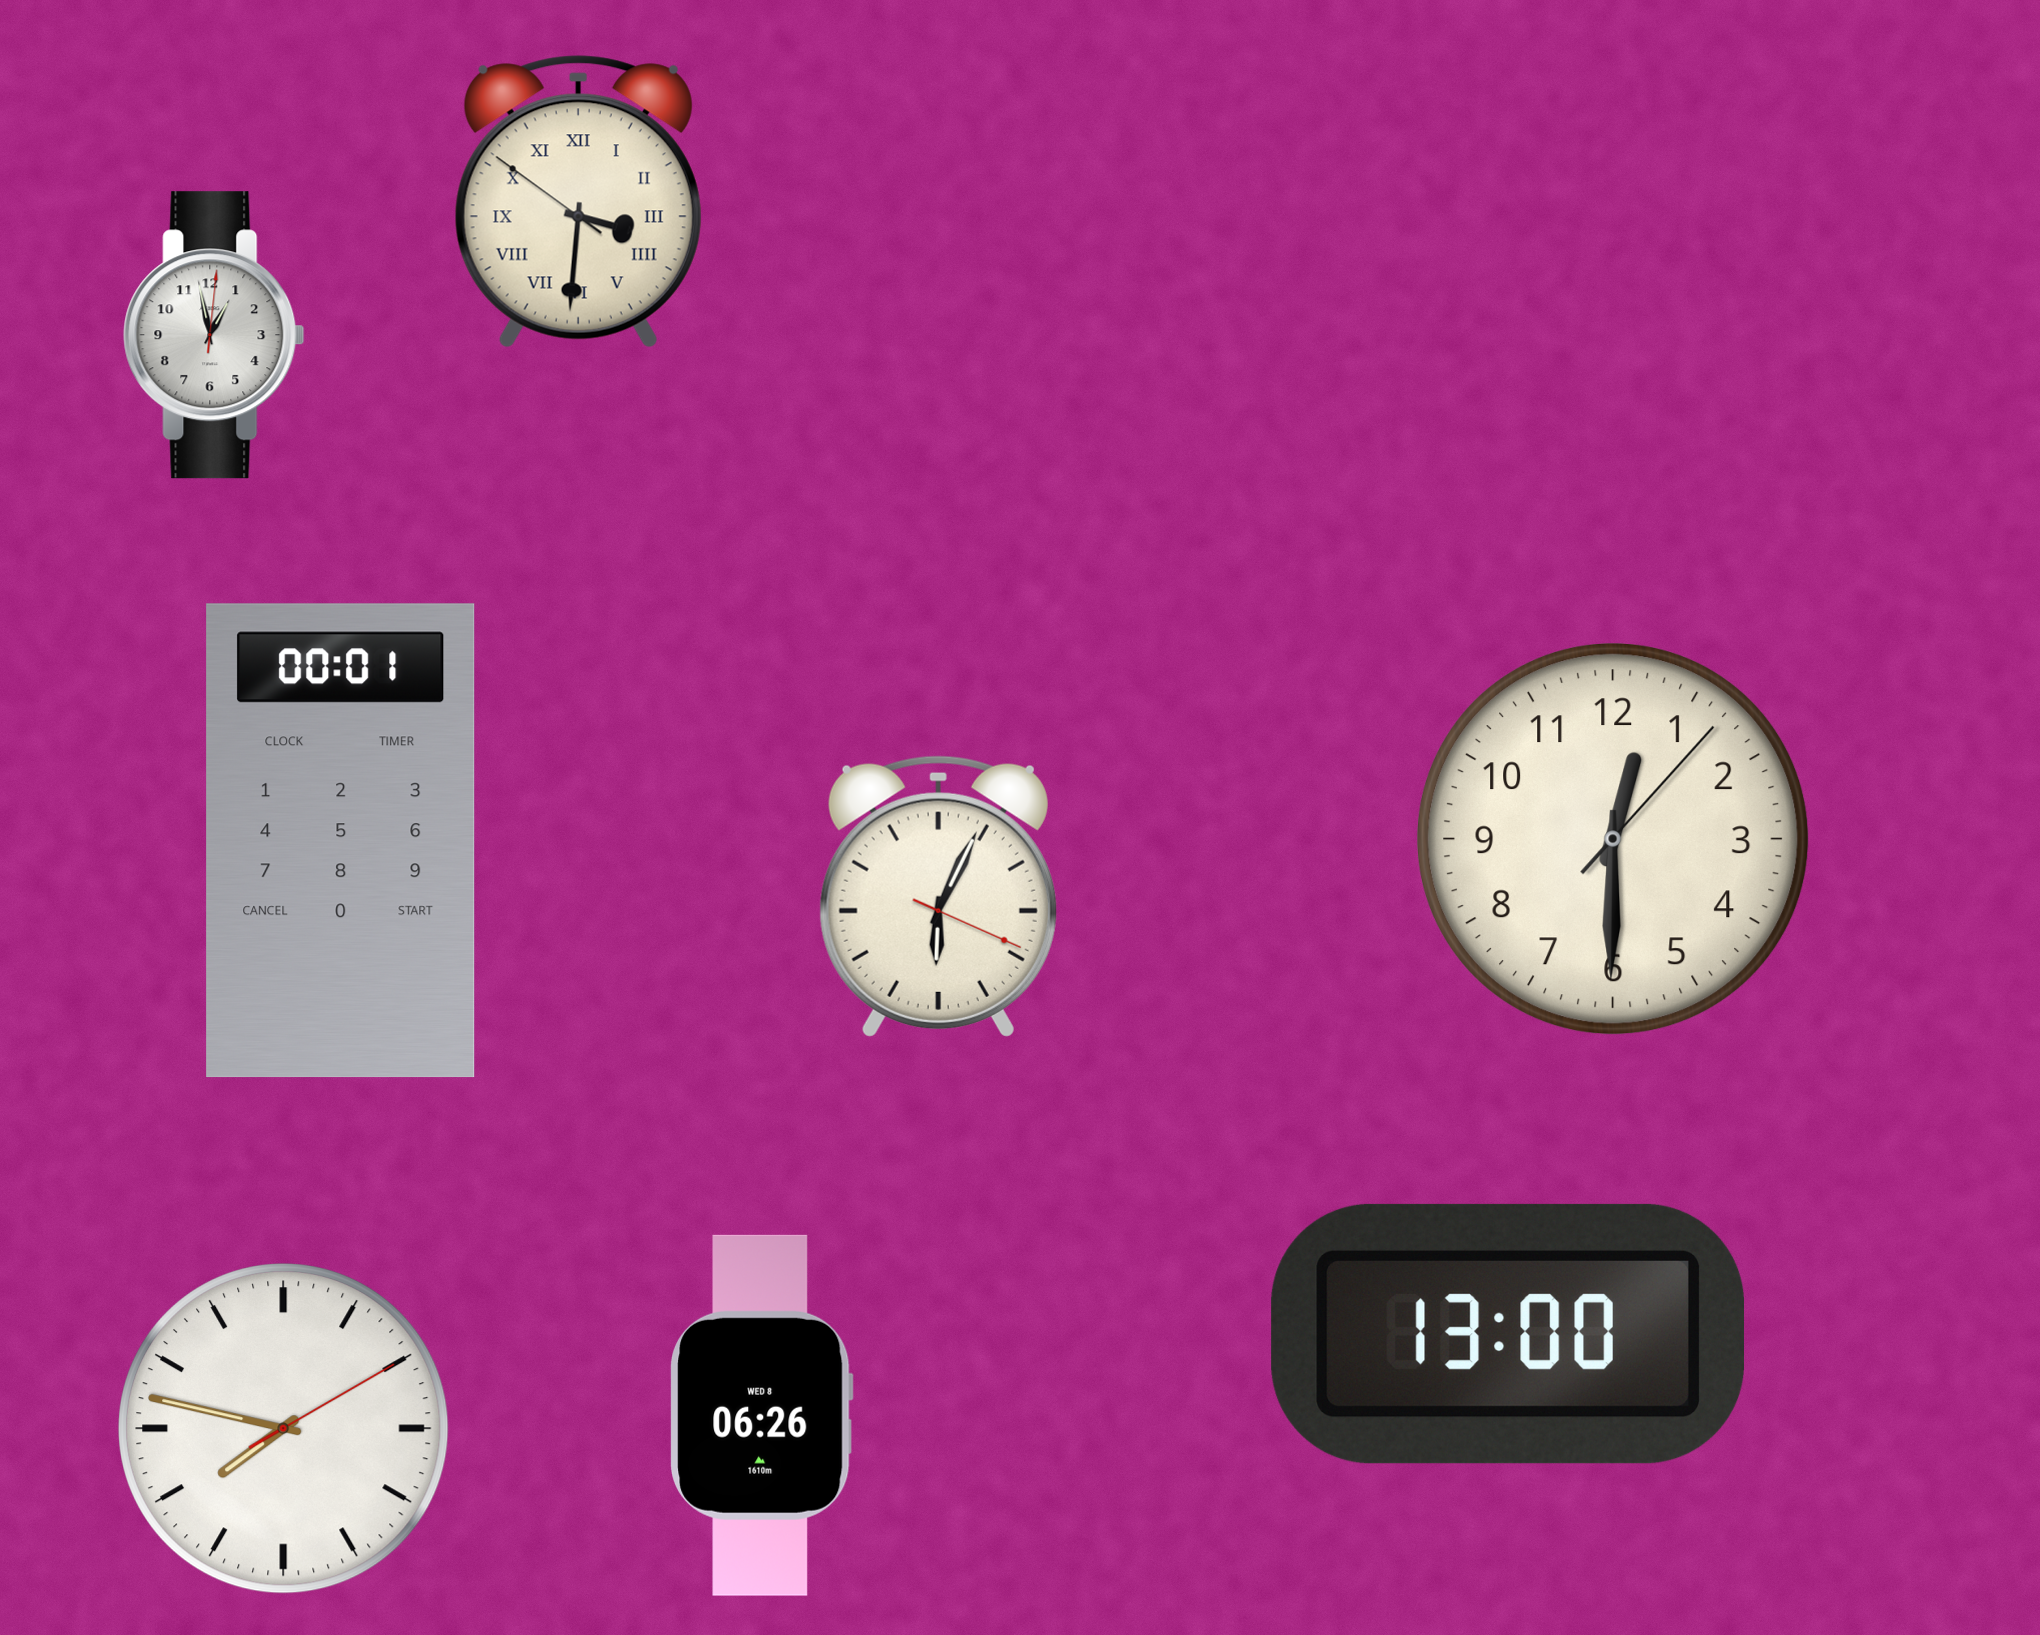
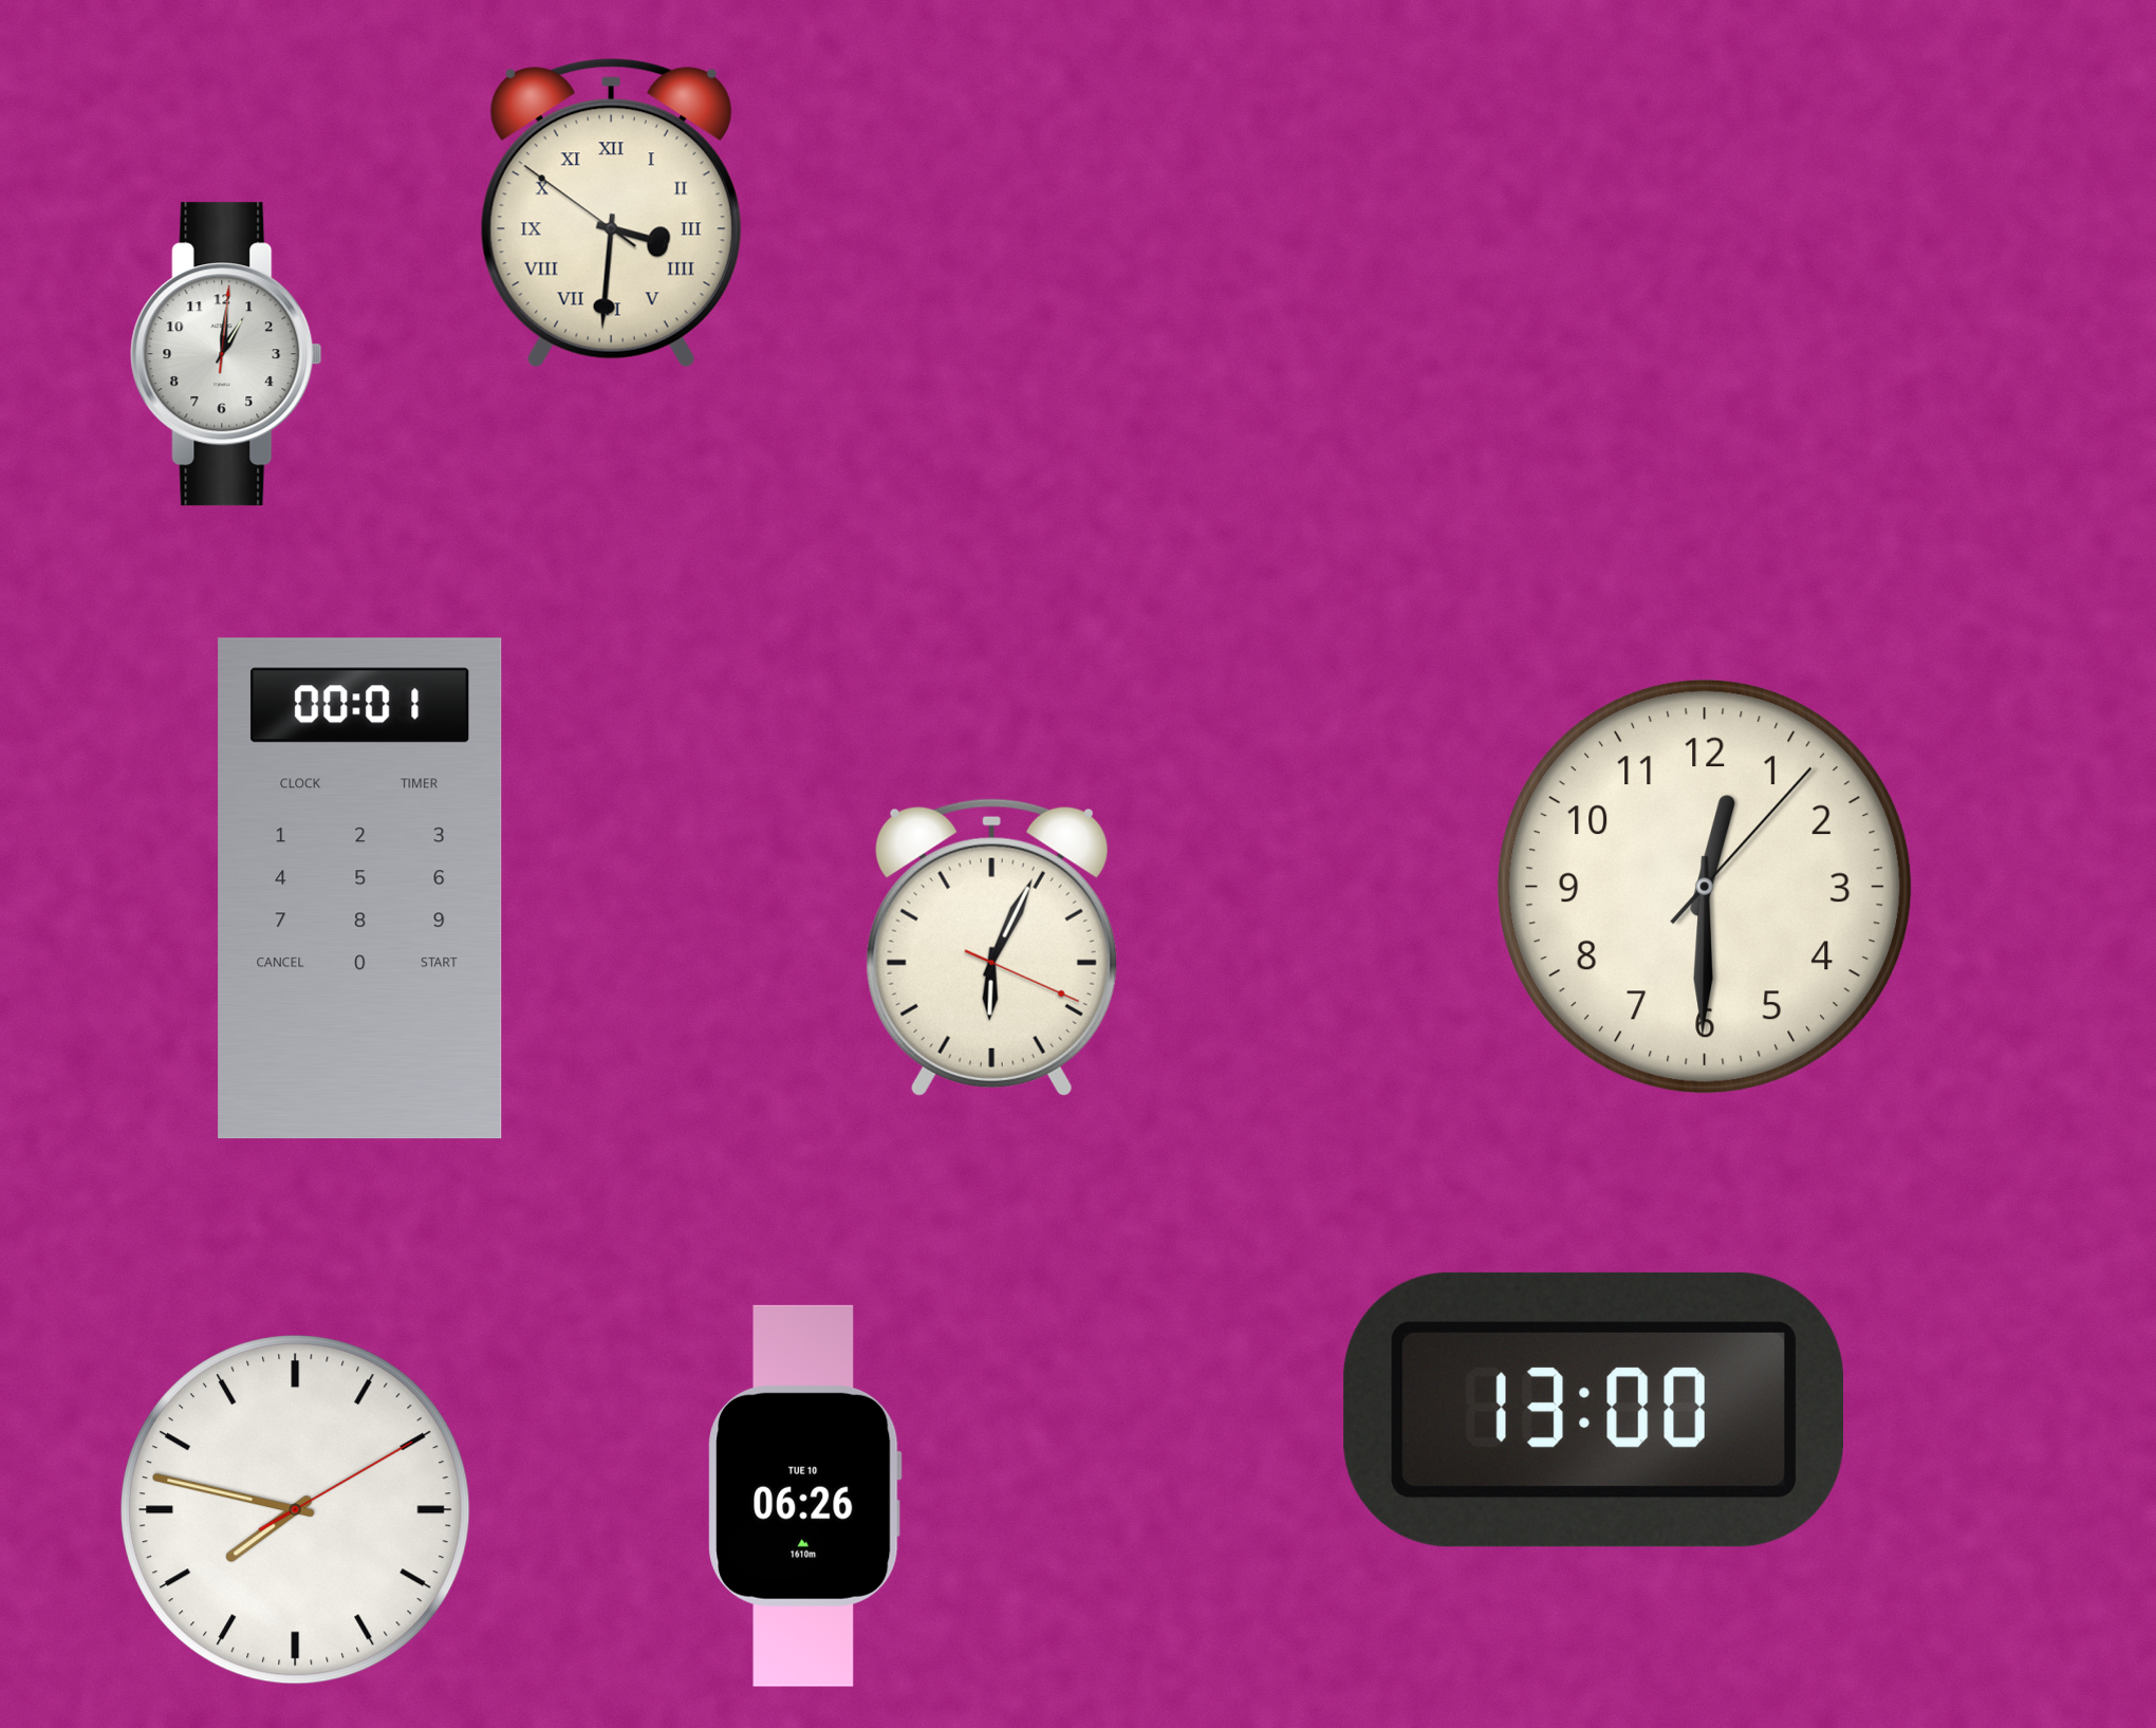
clock at (214, 335): 12:58 -> 1:01
clock at (761, 1415) date: WED 8 -> TUE 10
clock at (284, 1429) position: (284, 1429) -> (296, 1510)
